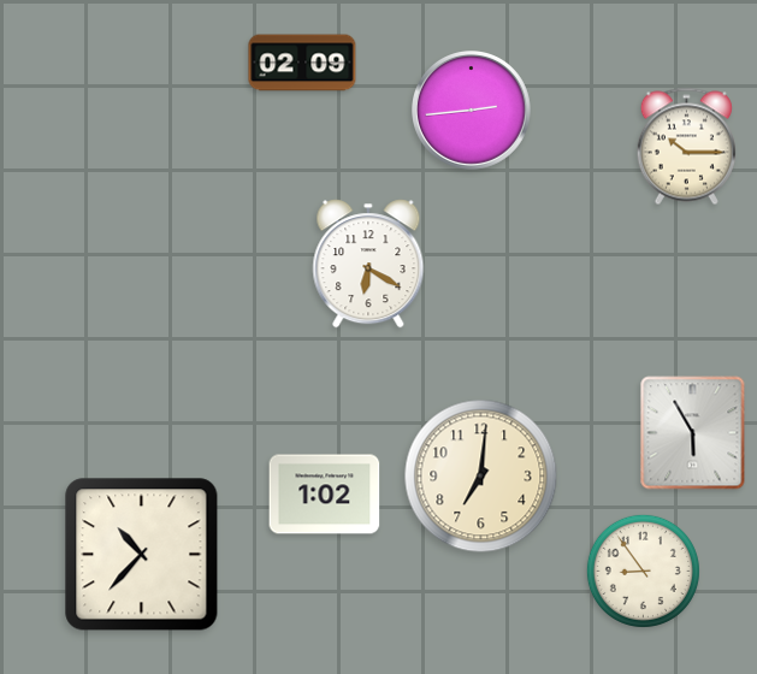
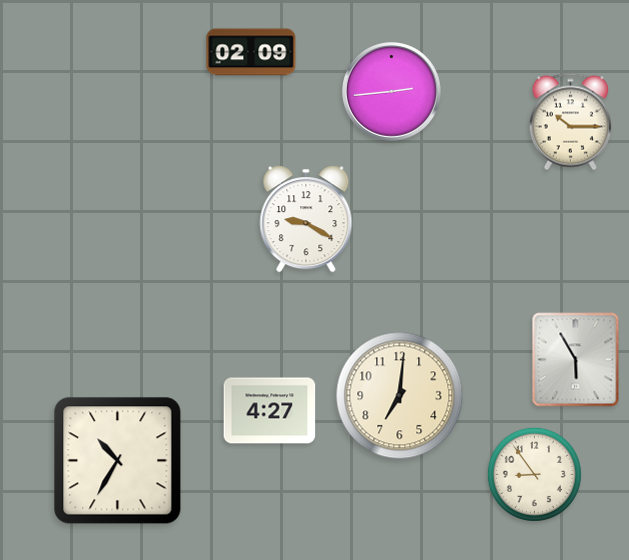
clock at (368, 264): 6:20 -> 9:20
clock at (325, 495): 1:02 -> 4:27
clock at (142, 555): 10:37 -> 10:35
